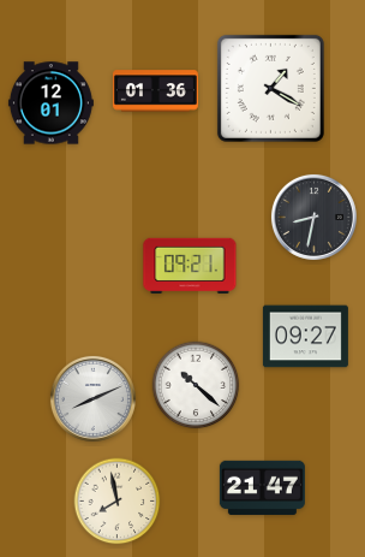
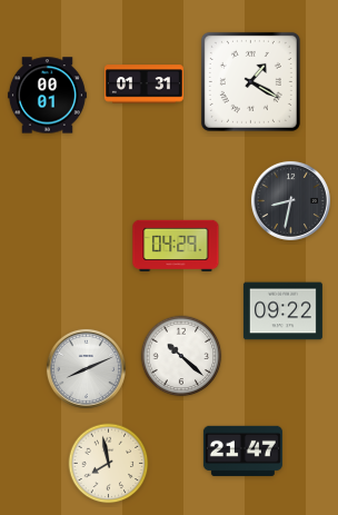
clock at (155, 91): 01:36 -> 01:31
clock at (50, 103): 12:01 -> 00:01
clock at (190, 265): 09:21 -> 04:29
clock at (305, 337): 09:27 -> 09:22
